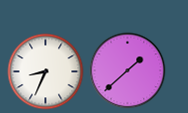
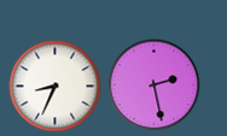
clock at (128, 71): 1:38 -> 2:28
